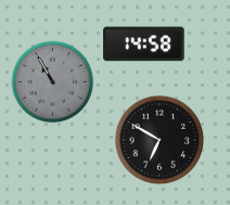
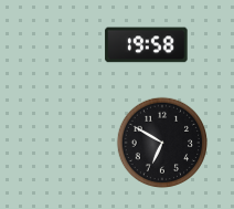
clock at (144, 44): 14:58 -> 19:58
clock at (53, 82): 10:55 -> none
